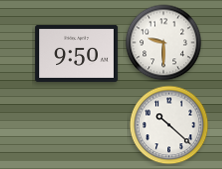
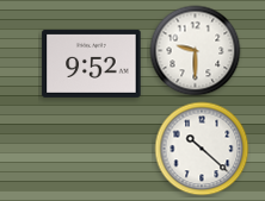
clock at (77, 53): 9:50 -> 9:52
